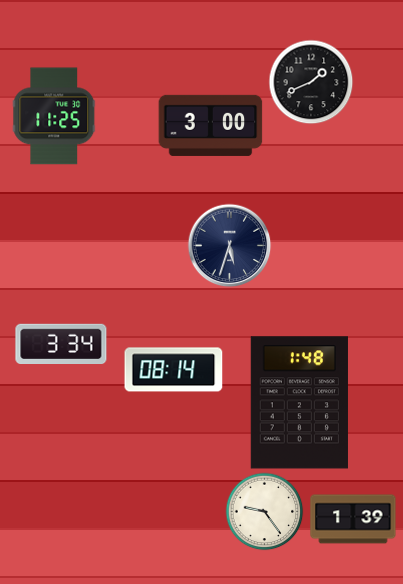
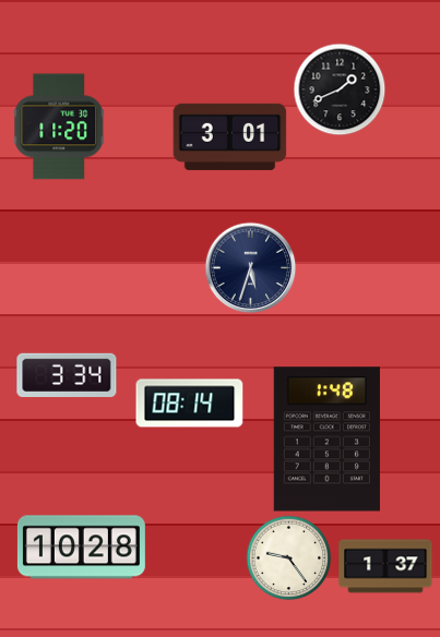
clock at (54, 116): 11:25 -> 11:20
clock at (211, 125): 3:00 -> 3:01
clock at (81, 548): none -> 10:28
clock at (353, 519): 1:39 -> 1:37
